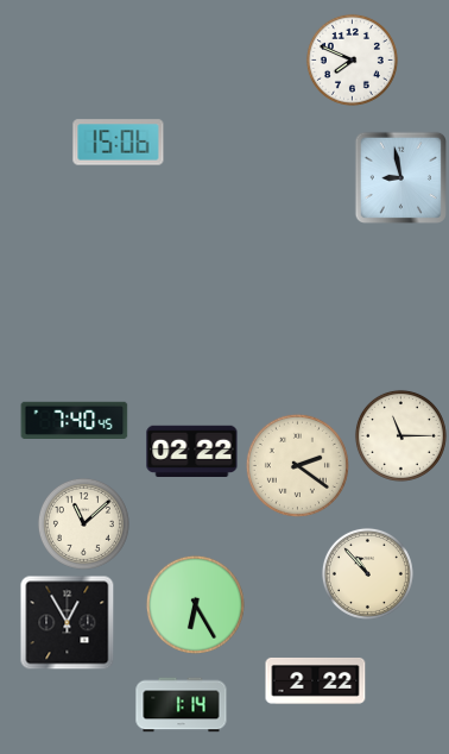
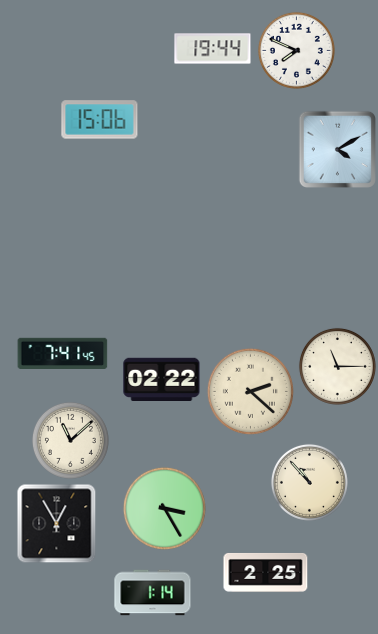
clock at (213, 49): none -> 19:44
clock at (400, 177): 8:58 -> 4:10
clock at (75, 420): 7:40 -> 7:41
clock at (297, 465): 2:21 -> 2:22
clock at (195, 604): 6:25 -> 3:25
clock at (316, 681): 2:22 -> 2:25
